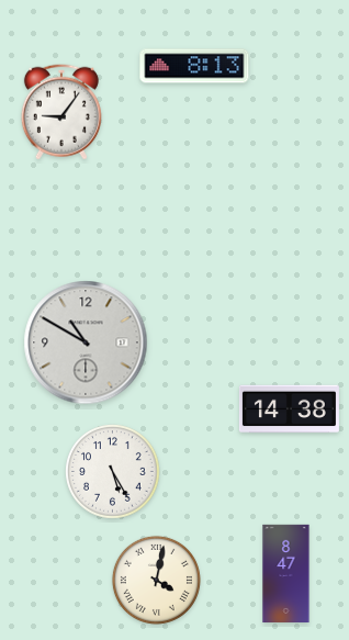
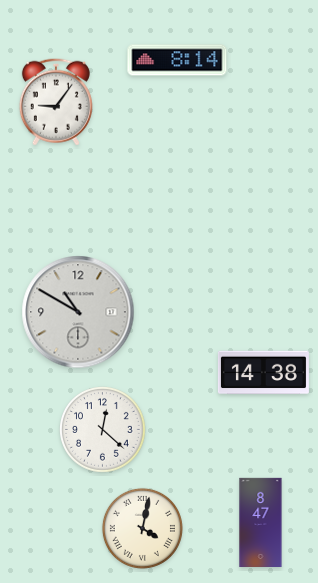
clock at (194, 66): 8:13 -> 8:14
clock at (113, 472): 5:25 -> 12:22
